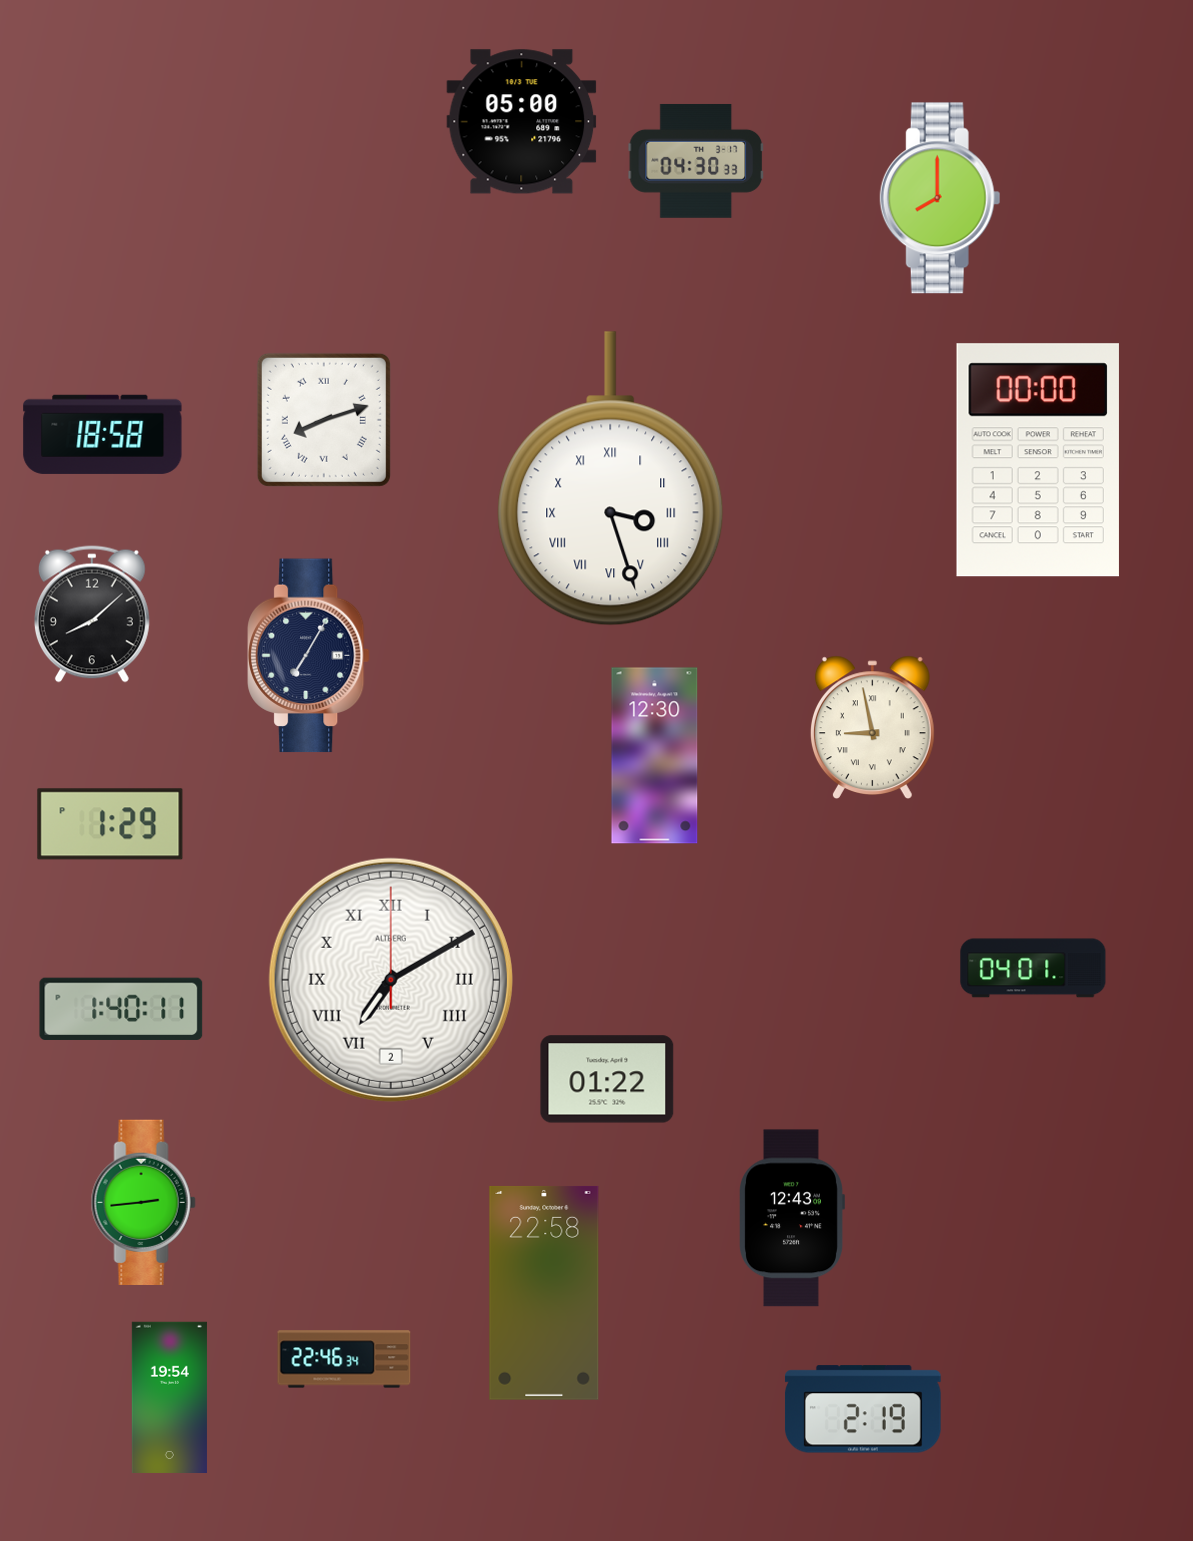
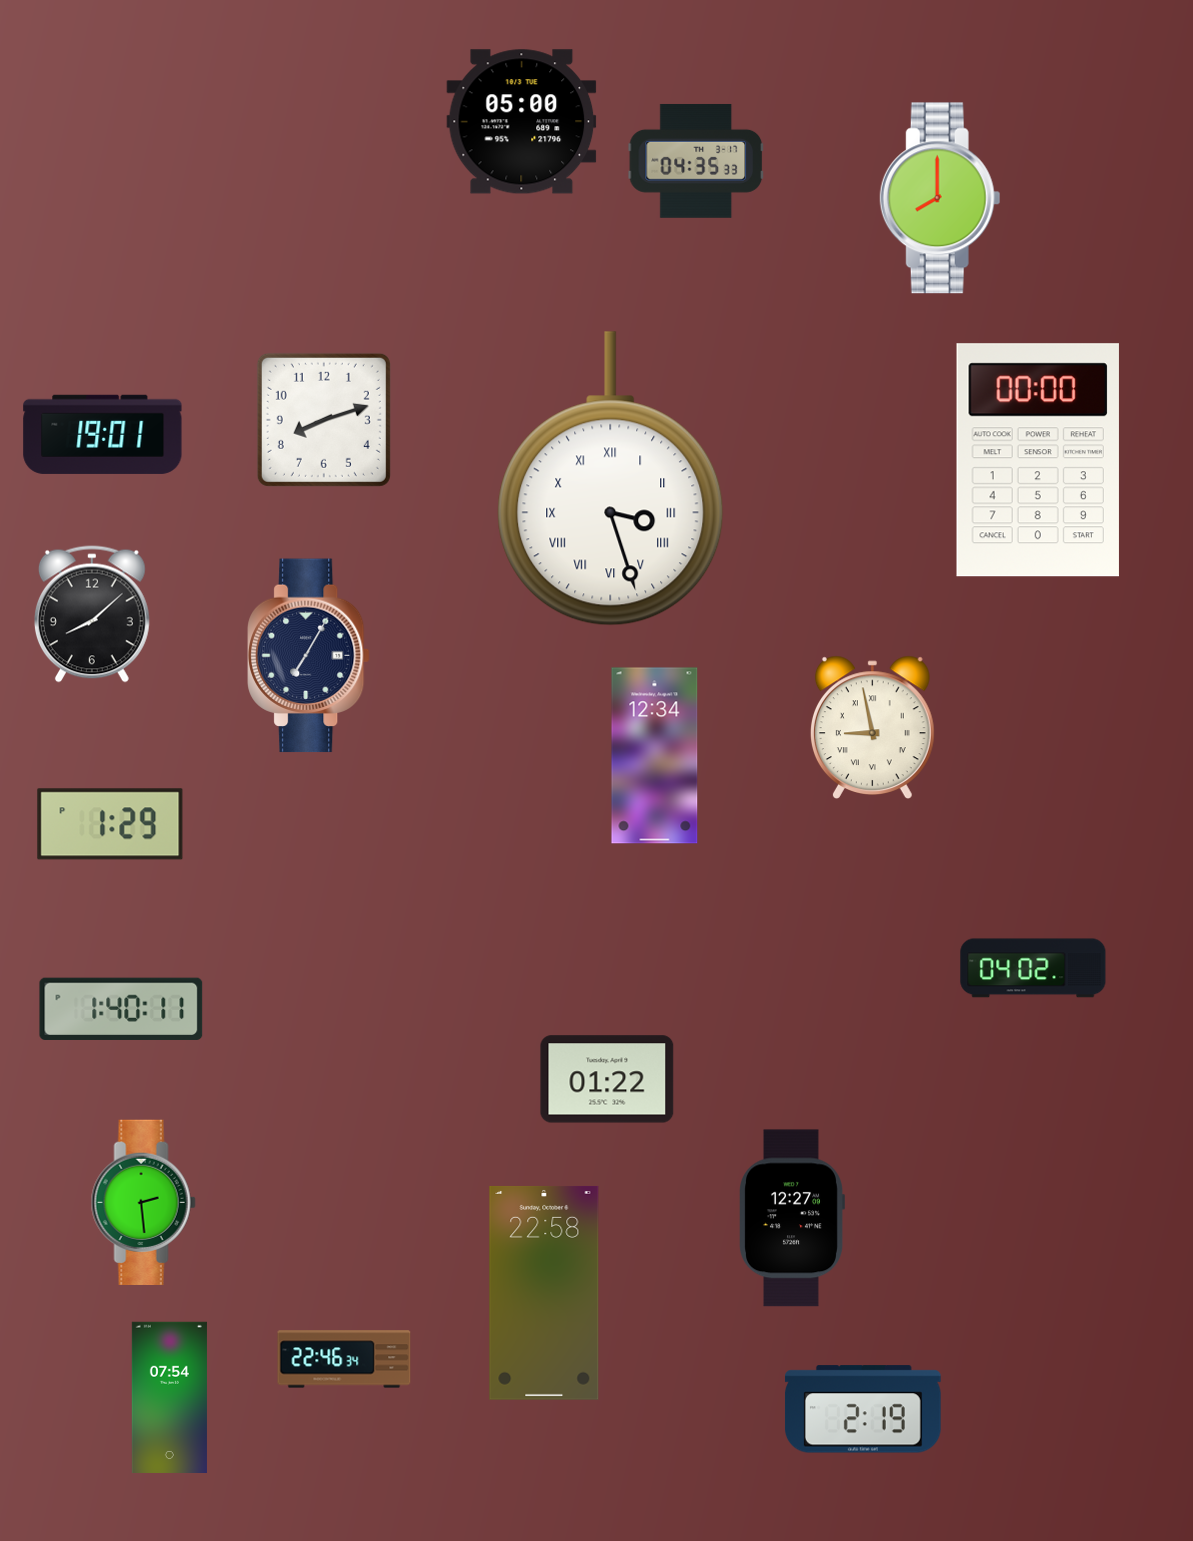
clock at (695, 161): 04:30 -> 04:35
clock at (324, 420) numerals: Roman -> Arabic
clock at (103, 434): 18:58 -> 19:01
clock at (655, 756): 12:30 -> 12:34
clock at (1033, 968): 04:01 -> 04:02
clock at (391, 980): 7:10 -> none
clock at (143, 1202): 2:44 -> 2:29
clock at (792, 1218): 12:43 -> 12:27
clock at (169, 1397): 19:54 -> 07:54
